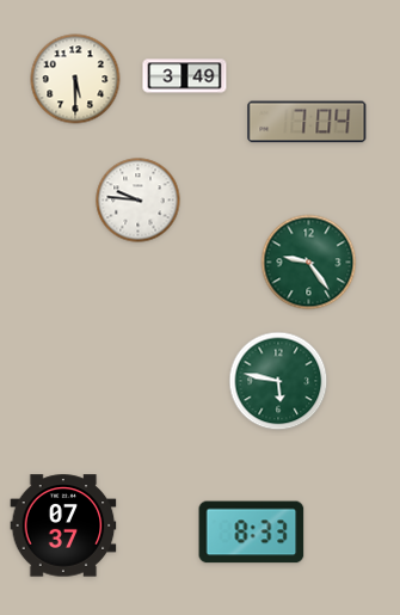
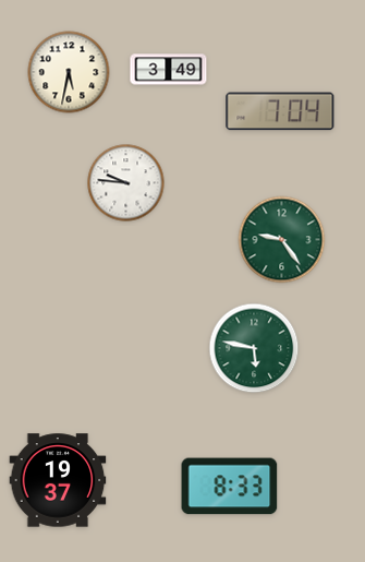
clock at (75, 79): 5:30 -> 5:32
clock at (63, 525): 07:37 -> 19:37
